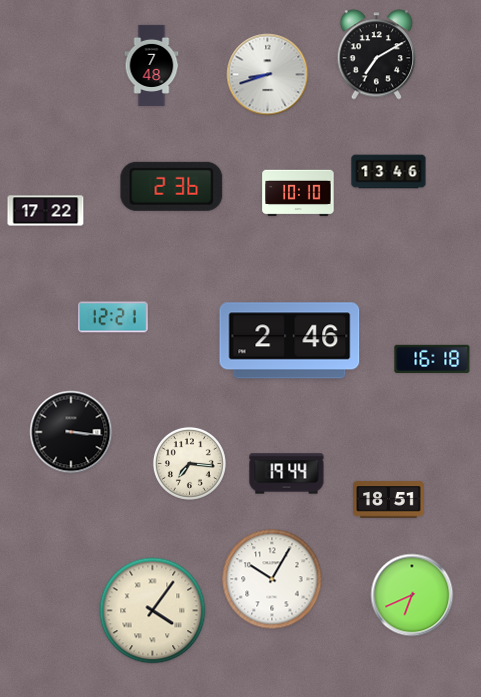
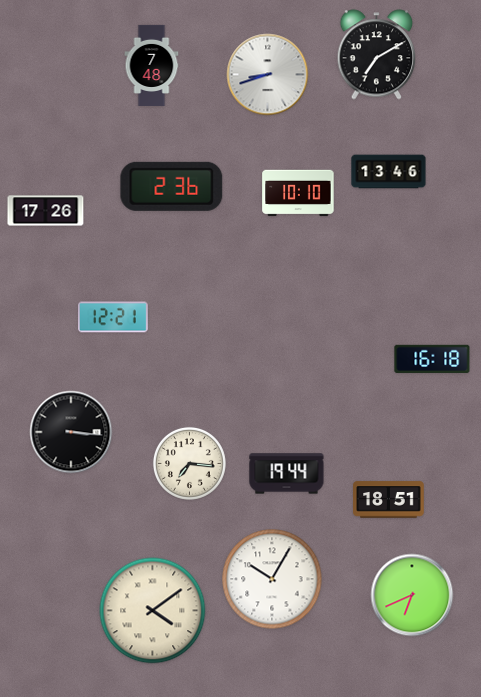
clock at (46, 211): 17:22 -> 17:26
clock at (290, 341): 2:46 -> none
clock at (153, 611): 4:06 -> 4:09
